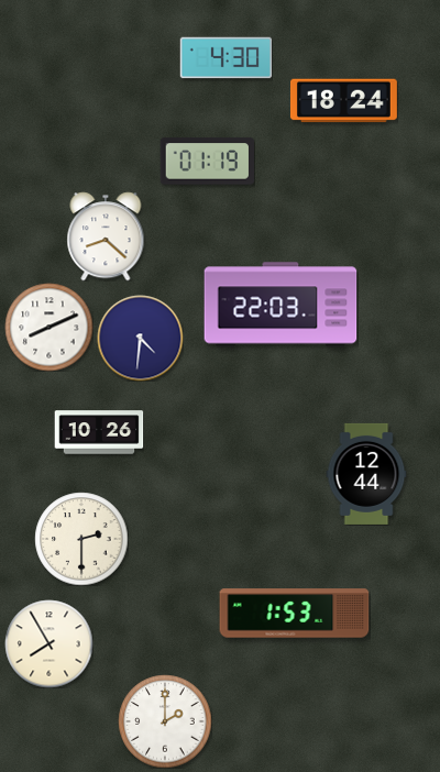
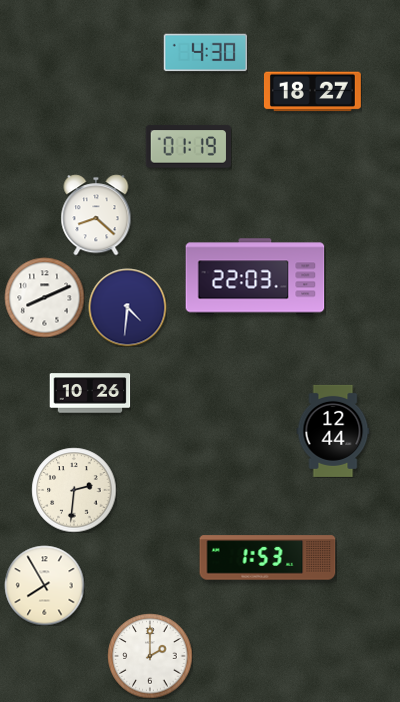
clock at (343, 101): 18:24 -> 18:27
clock at (81, 539): 2:30 -> 2:31
